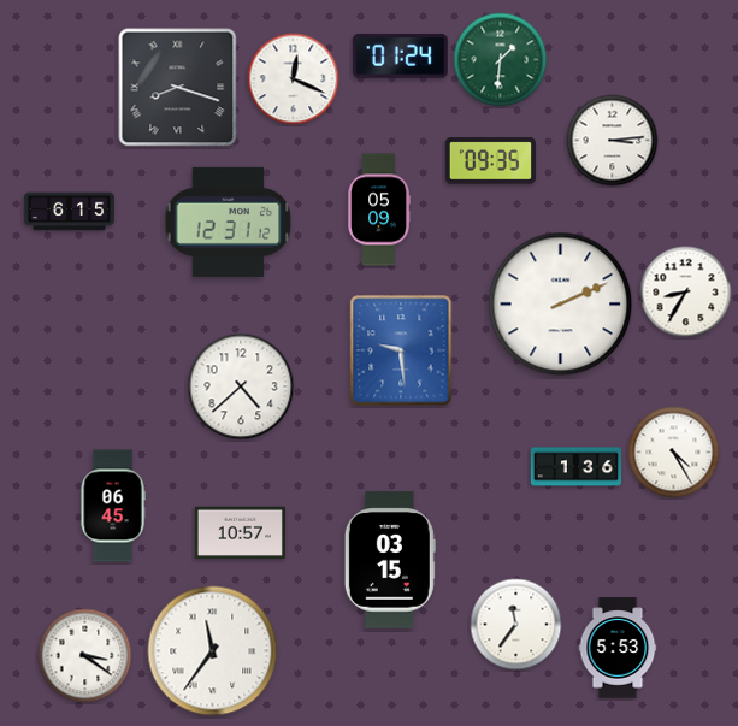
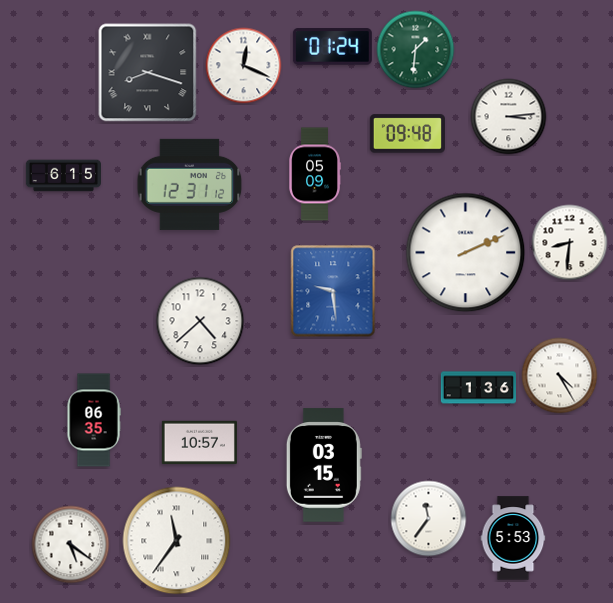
clock at (490, 161): 09:35 -> 09:48
clock at (69, 212) position: (69, 212) -> (63, 176)
clock at (686, 293): 8:35 -> 8:31
clock at (113, 506): 06:45 -> 06:35
clock at (85, 656): 3:21 -> 5:21
